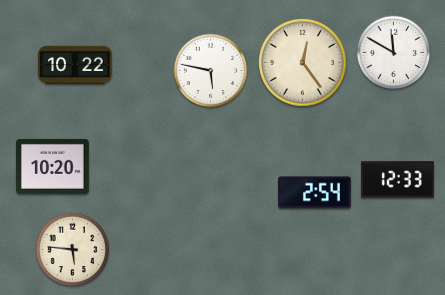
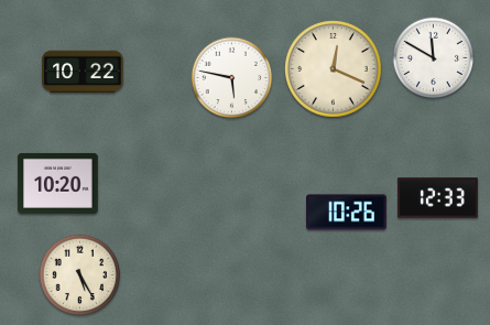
clock at (303, 63): 12:24 -> 12:19
clock at (315, 193): 2:54 -> 10:26
clock at (73, 250): 5:46 -> 5:25
